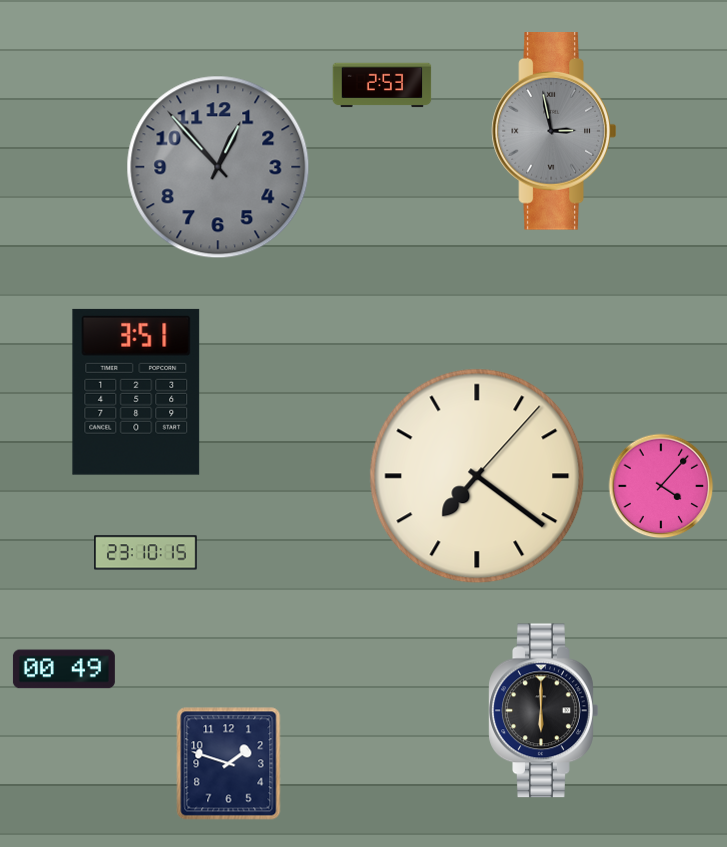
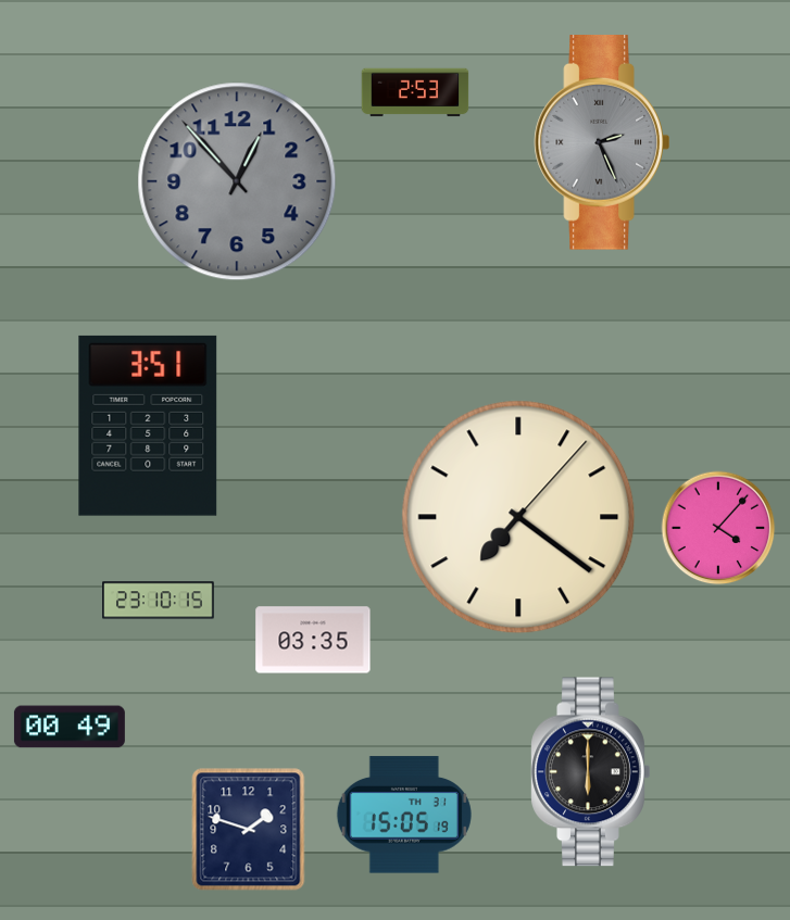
clock at (554, 132): 2:58 -> 2:26
clock at (313, 640): none -> 03:35
clock at (404, 815): none -> 15:05
